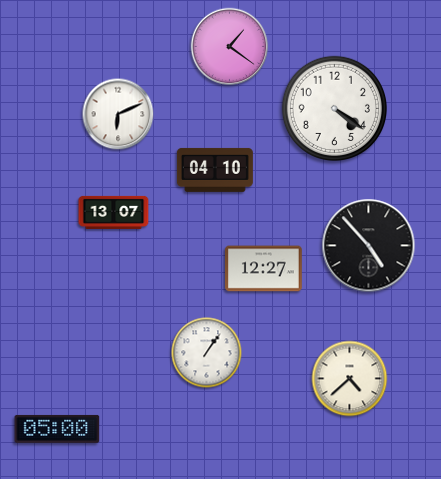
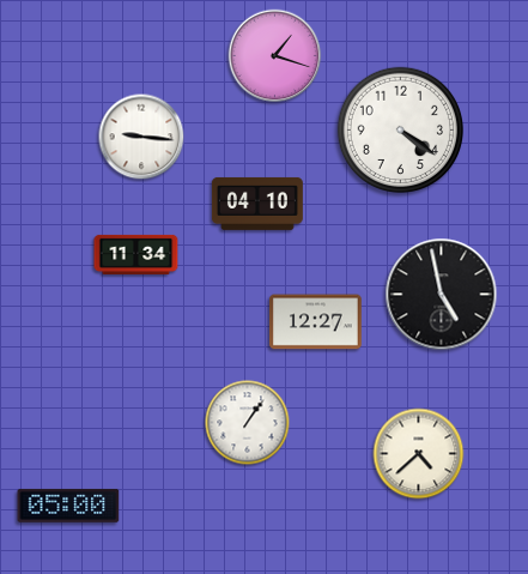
clock at (230, 47): 1:21 -> 1:18
clock at (118, 114): 6:11 -> 9:16
clock at (114, 212): 13:07 -> 11:34
clock at (369, 246): 4:53 -> 4:58
clock at (57, 429) position: (57, 429) -> (68, 506)
